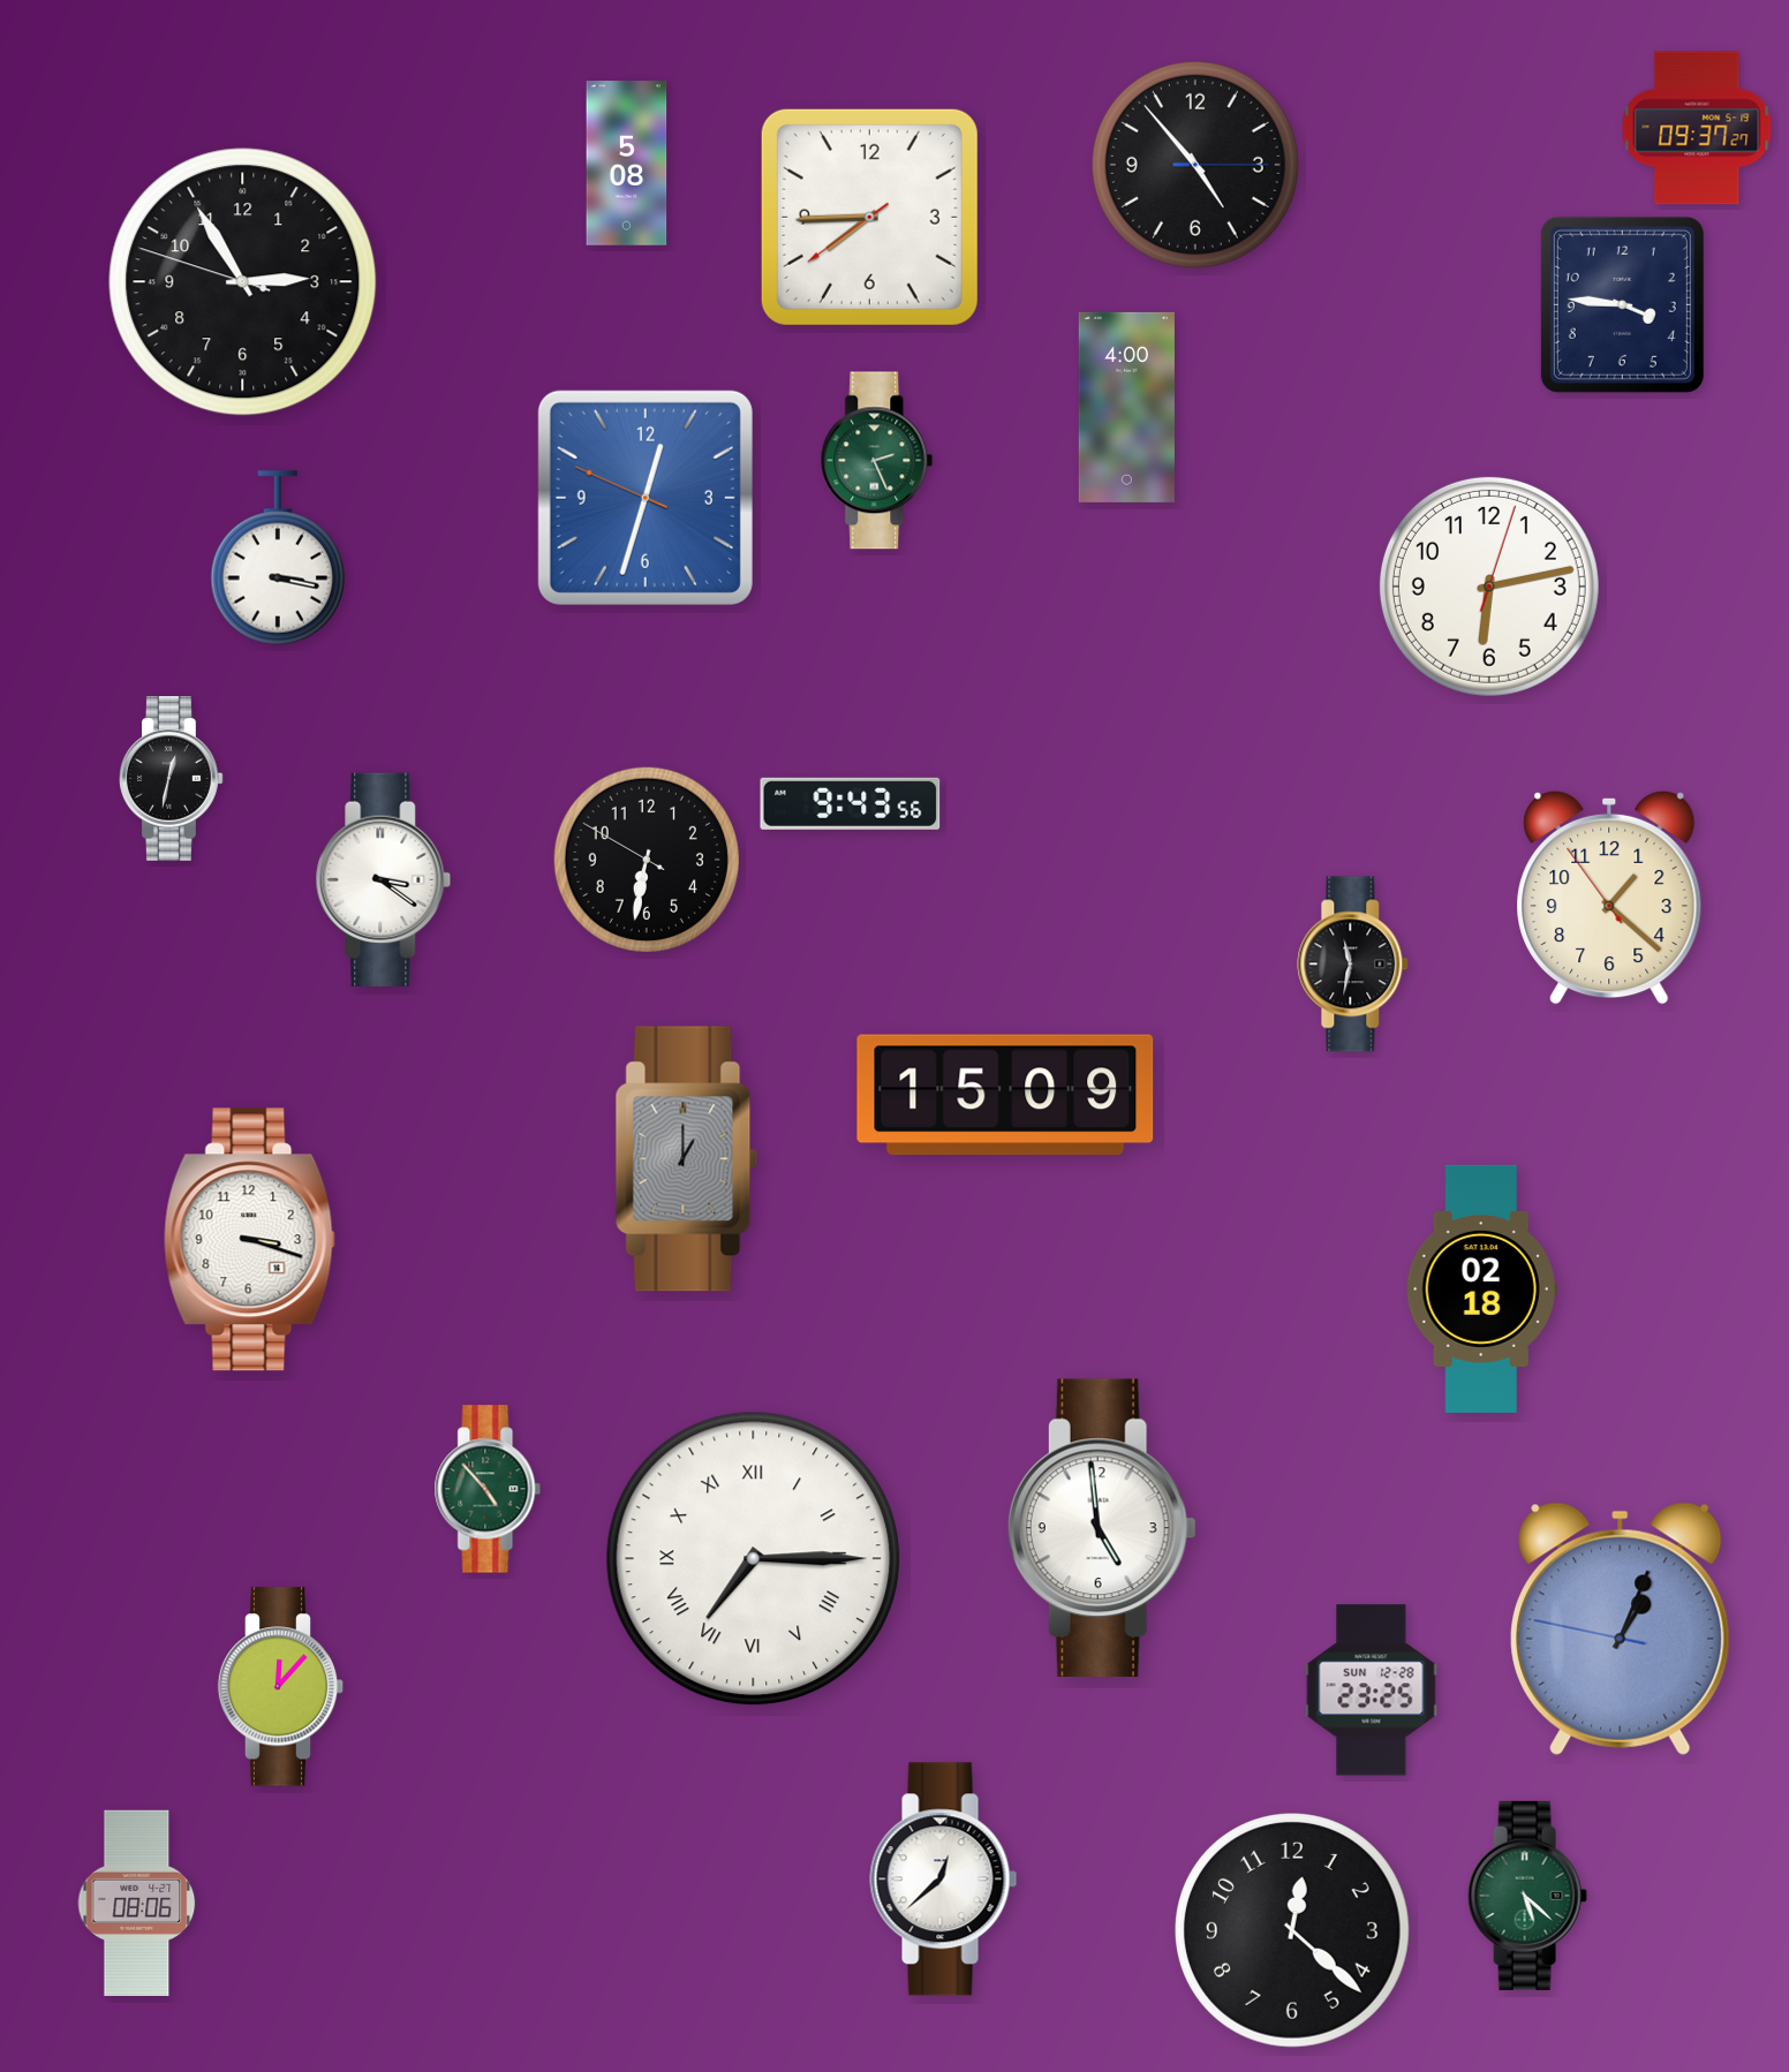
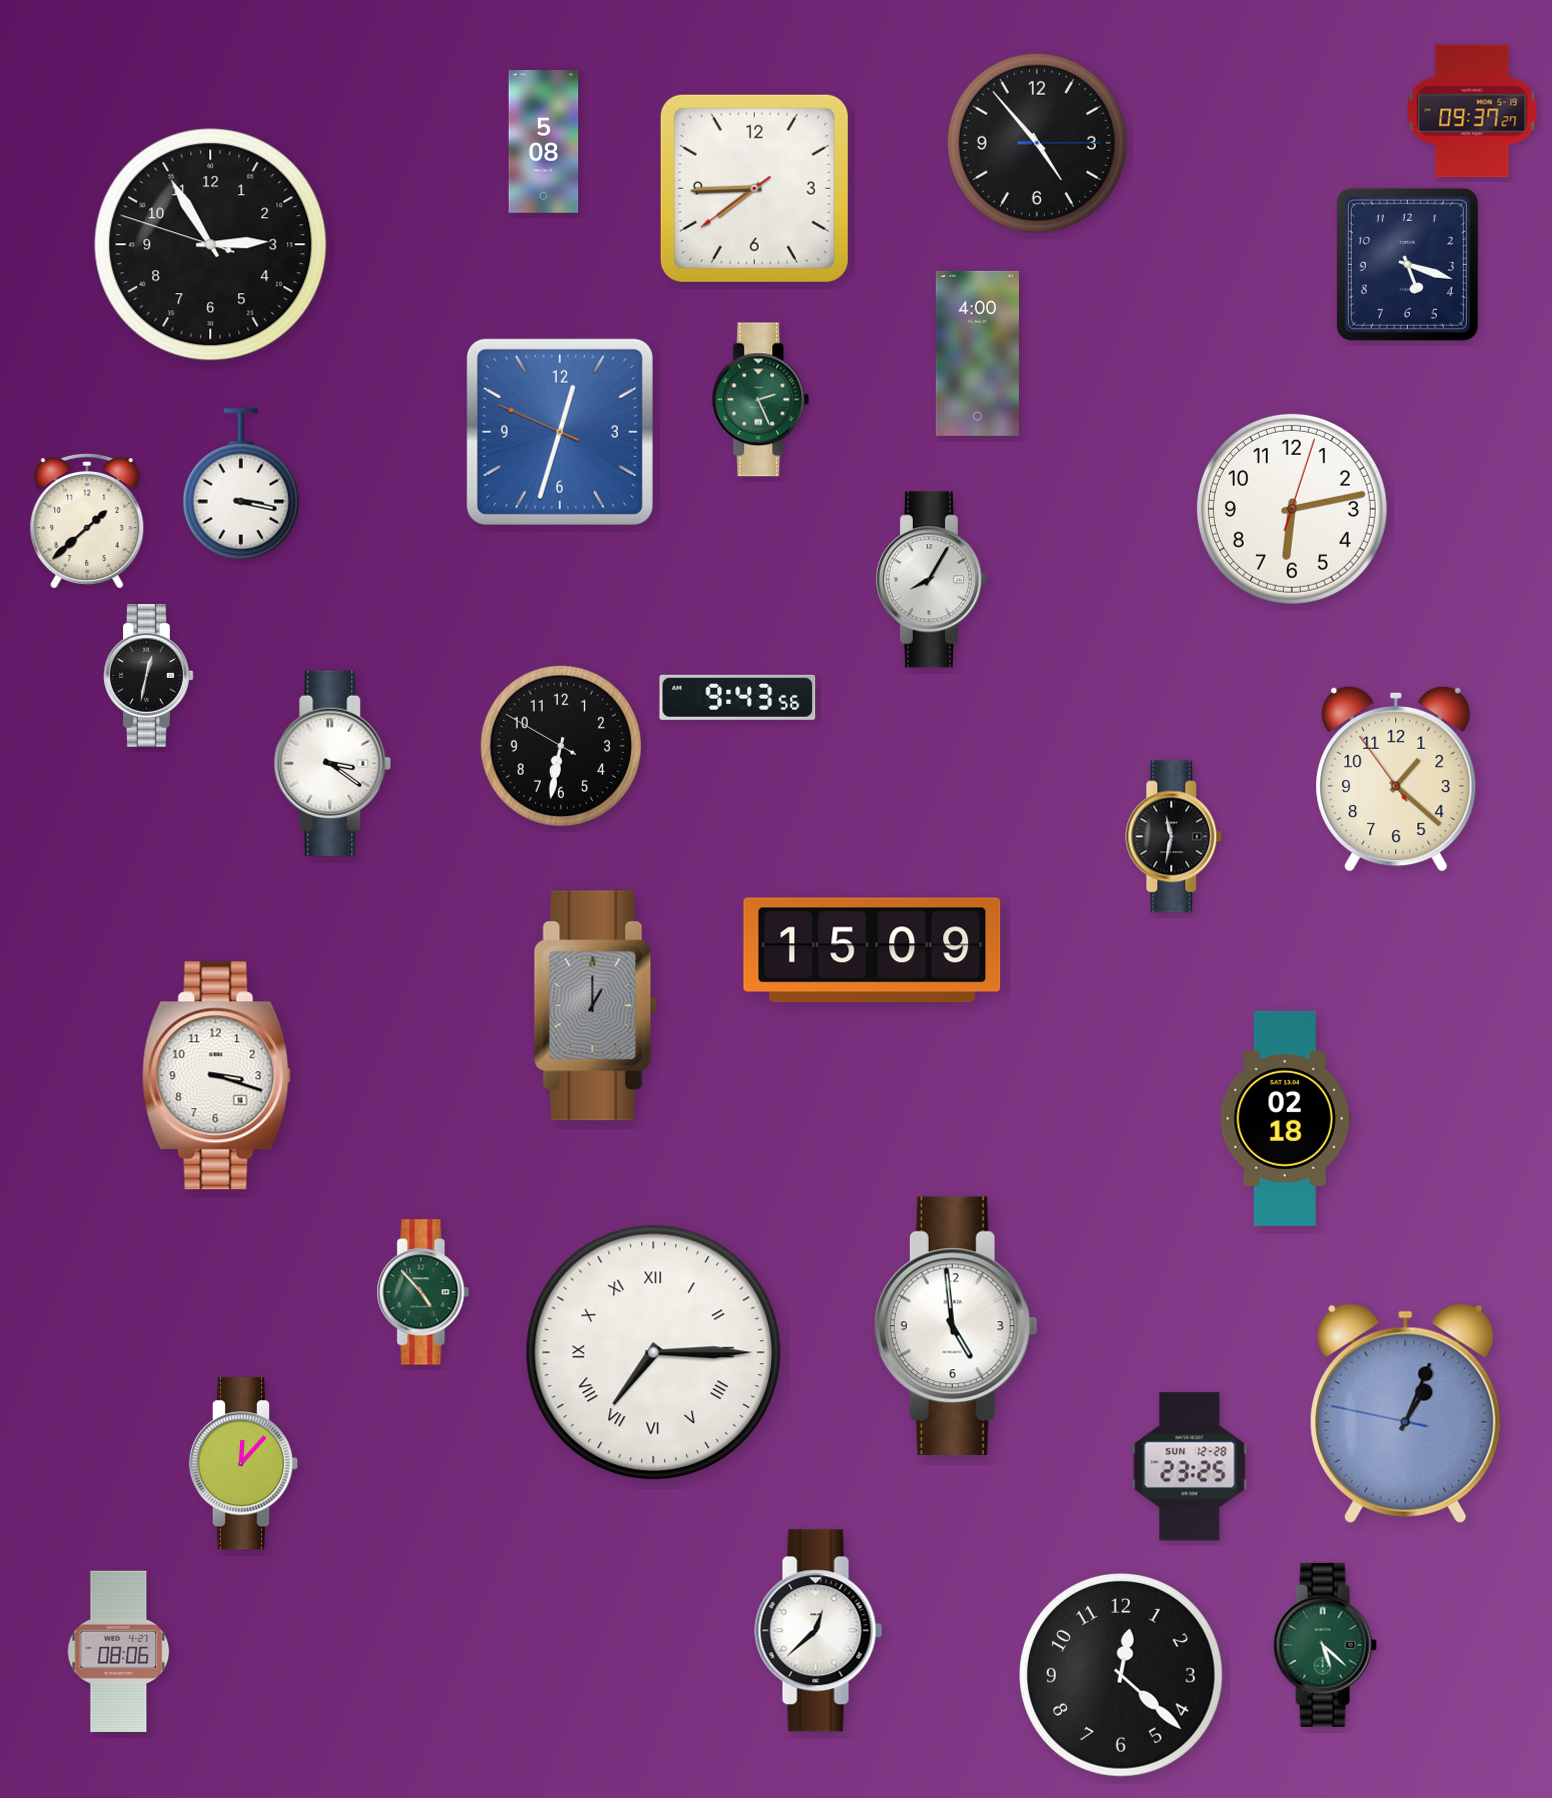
clock at (1622, 304): 3:46 -> 5:18
clock at (87, 521): none -> 1:38
clock at (931, 580): none -> 8:05
